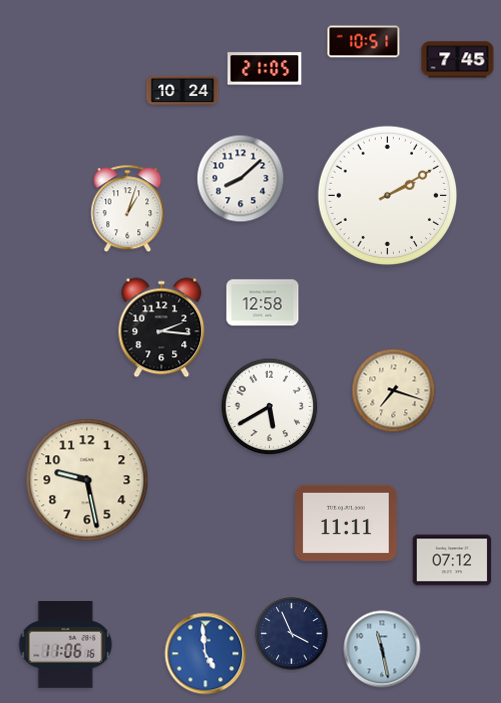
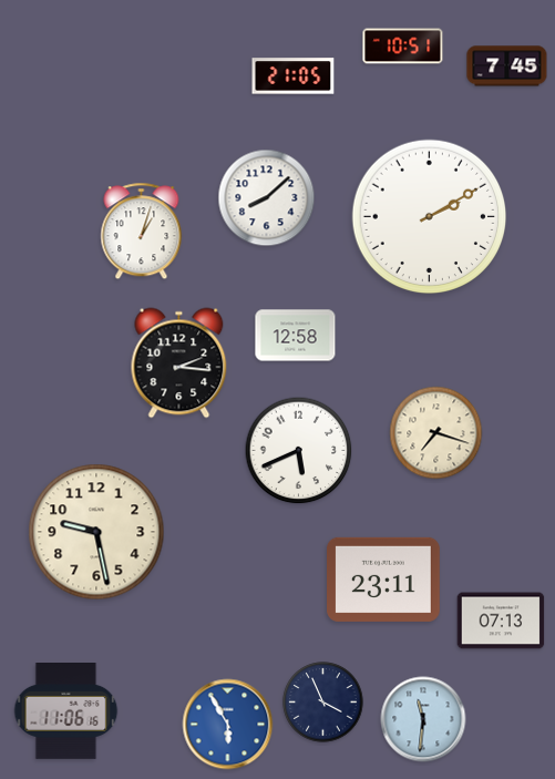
clock at (183, 91): 10:24 -> none
clock at (263, 303) position: (263, 303) -> (296, 336)
clock at (270, 407): 5:40 -> 5:41
clock at (347, 523): 11:11 -> 23:11
clock at (452, 560): 07:12 -> 07:13
clock at (66, 645) position: (66, 645) -> (66, 711)
clock at (382, 649): 11:28 -> 11:31
clock at (206, 654): 4:59 -> 5:55
